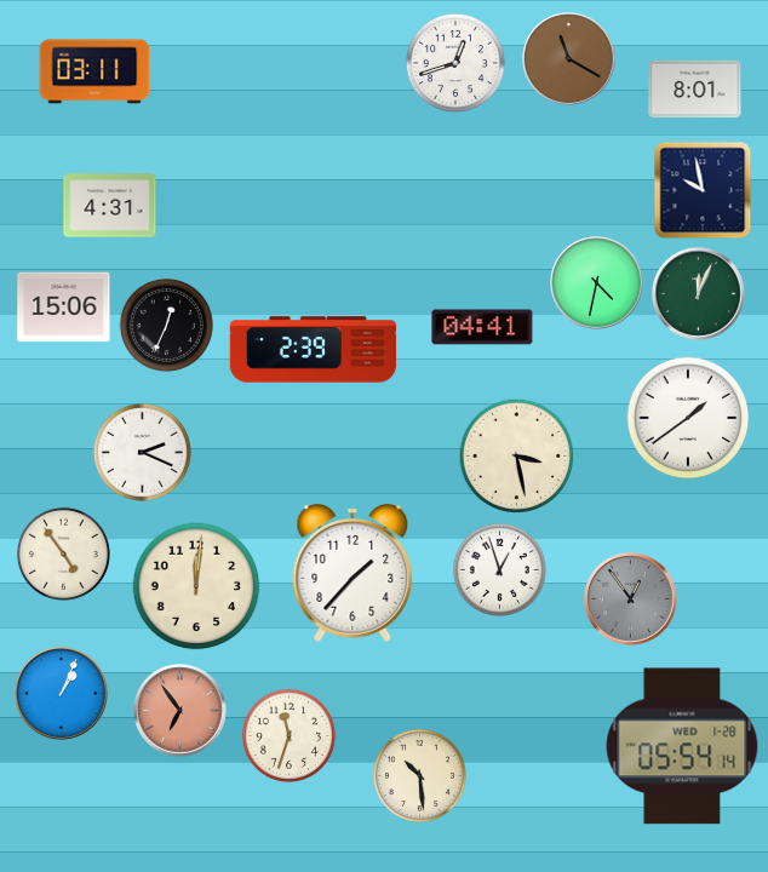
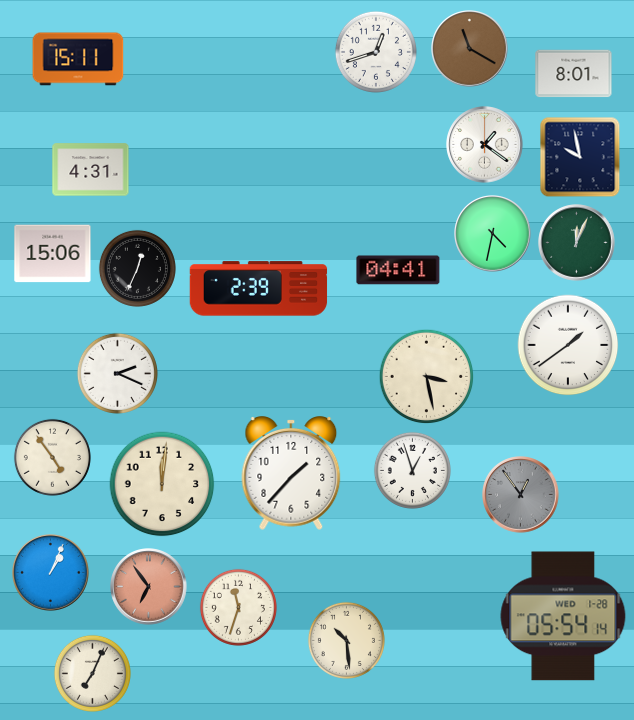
clock at (94, 71): 03:11 -> 15:11
clock at (485, 145): none -> 1:21
clock at (92, 673): none -> 7:04
